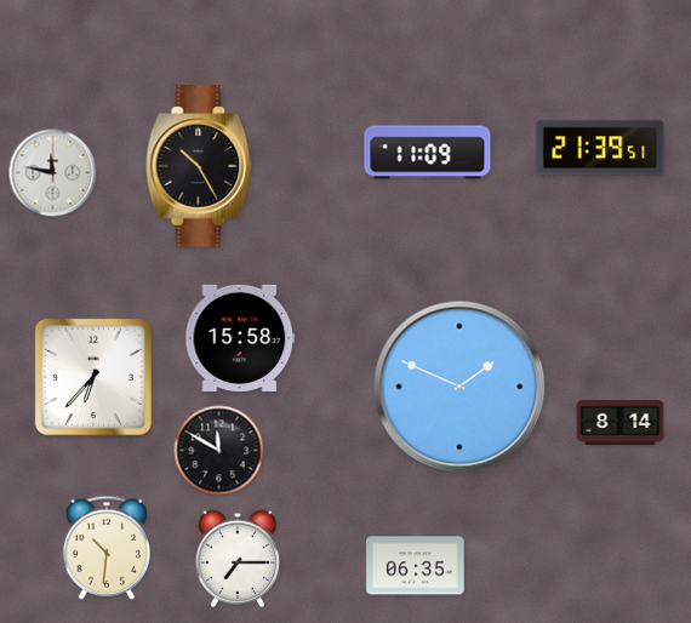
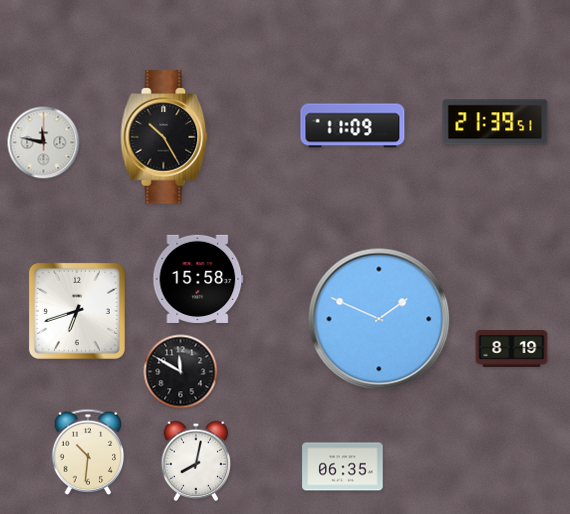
clock at (93, 377): 6:37 -> 6:42
clock at (621, 422): 8:14 -> 8:19
clock at (238, 559): 7:15 -> 8:02
